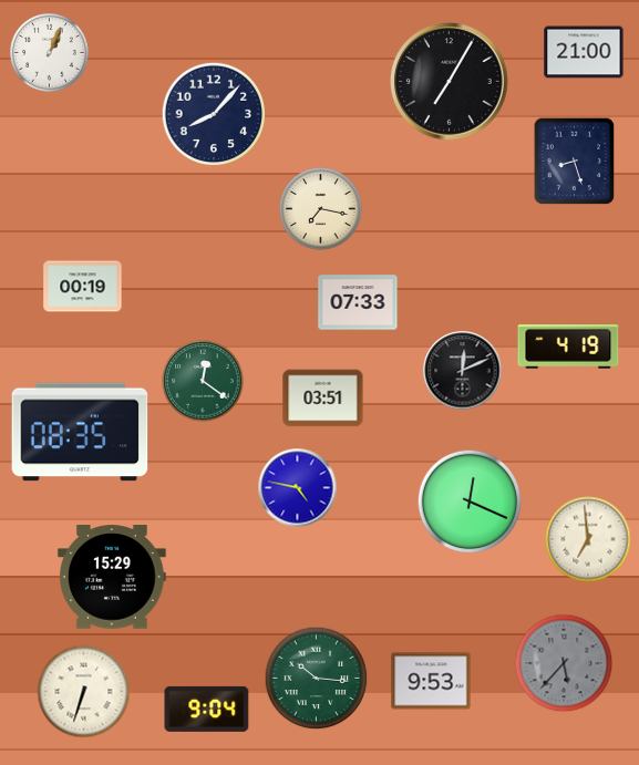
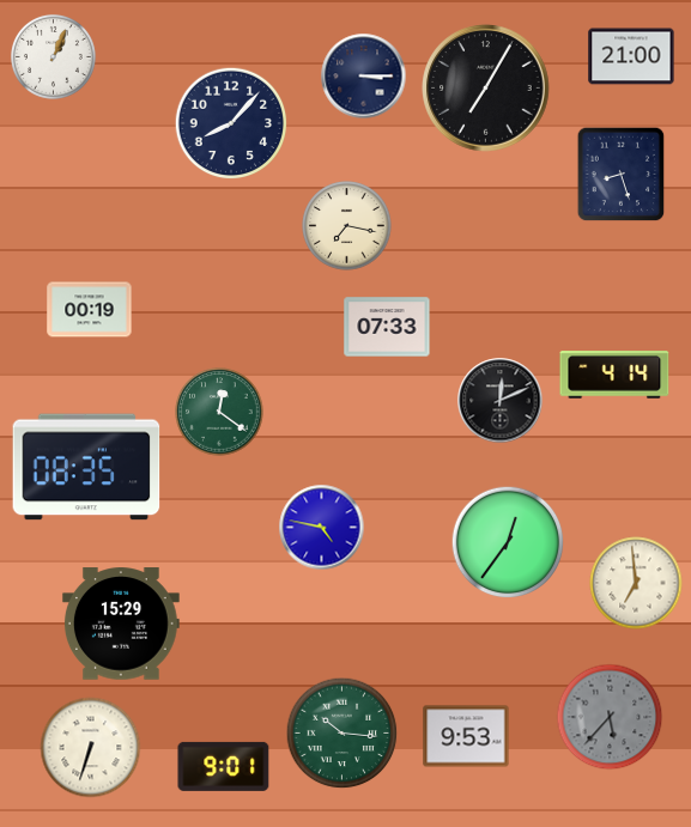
clock at (364, 77): none -> 3:15
clock at (568, 347): 4:19 -> 4:14
clock at (323, 399): 03:51 -> none
clock at (470, 502): 12:19 -> 12:36
clock at (207, 709): 9:04 -> 9:01
